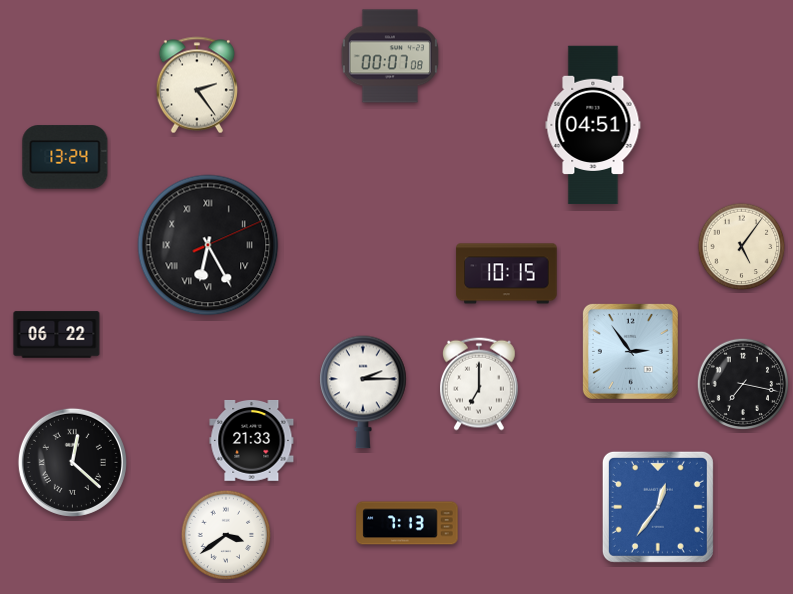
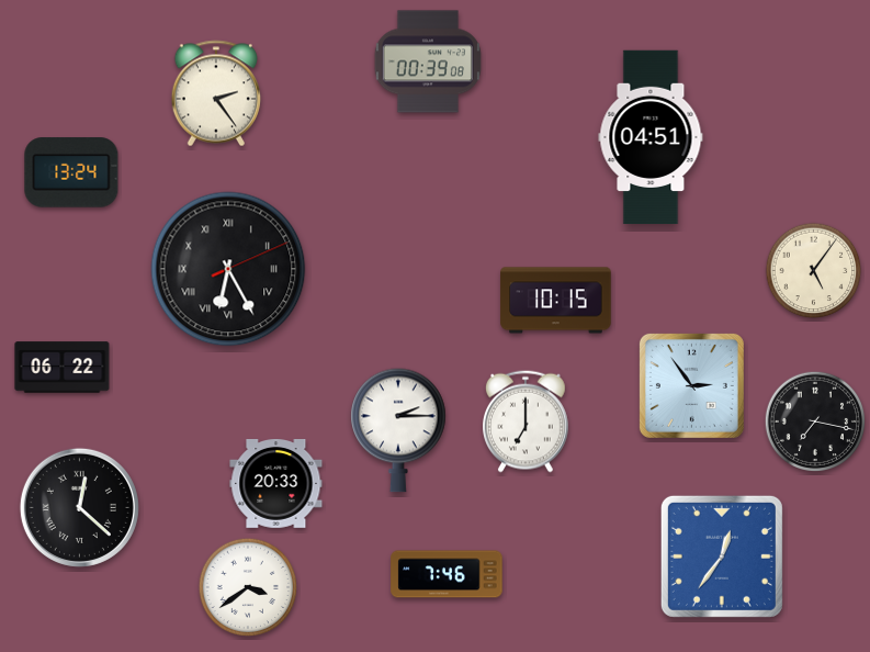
clock at (390, 56): 00:07 -> 00:39
clock at (252, 441): 21:33 -> 20:33
clock at (407, 523): 7:13 -> 7:46
